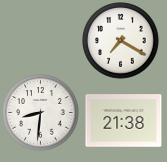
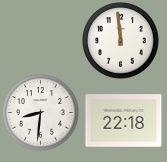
clock at (121, 41): 7:20 -> 11:59
clock at (124, 121): 21:38 -> 22:18
